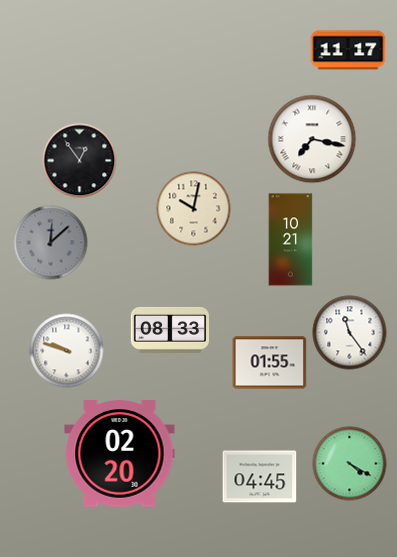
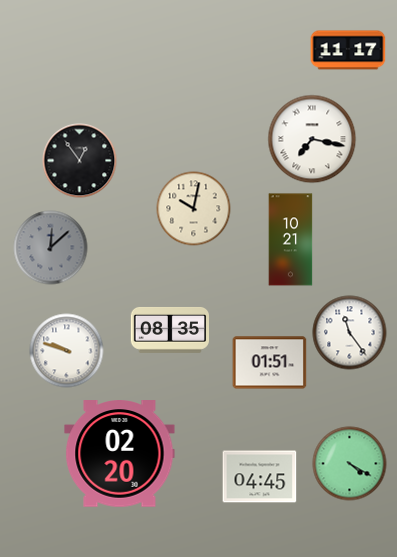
clock at (51, 243) position: (51, 243) -> (51, 248)
clock at (169, 330): 08:33 -> 08:35
clock at (270, 363): 01:55 -> 01:51
